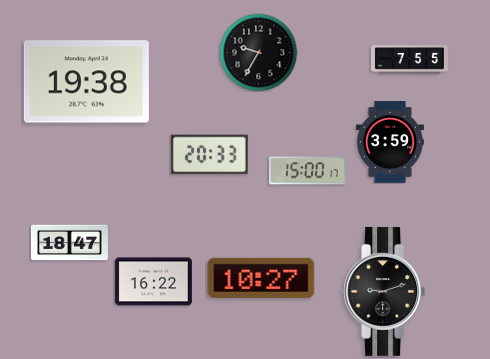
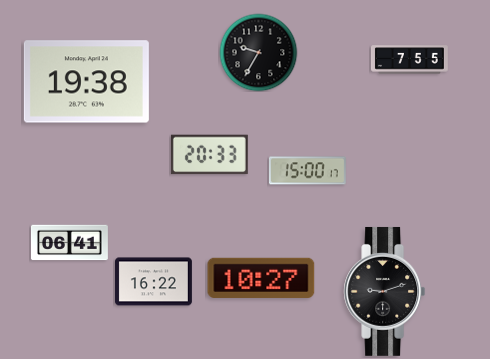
clock at (390, 142): 3:59 -> none
clock at (69, 243): 18:47 -> 06:41
